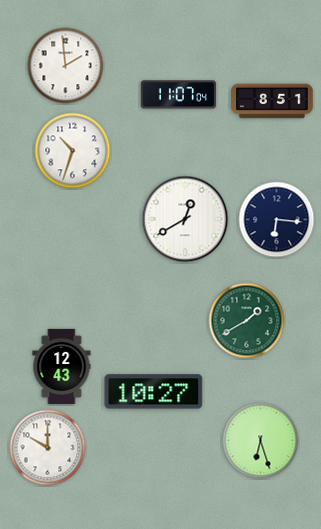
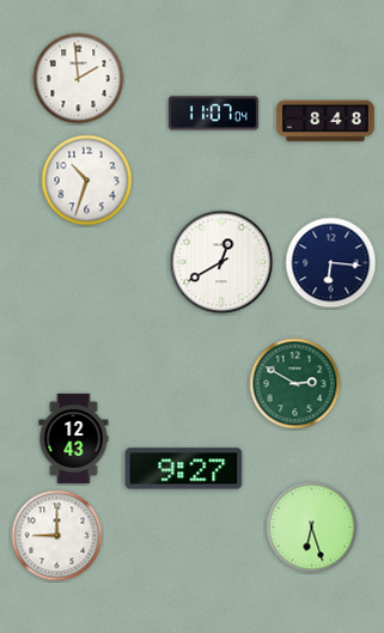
clock at (272, 101): 8:51 -> 8:48
clock at (247, 321): 1:40 -> 2:50
clock at (154, 392): 10:27 -> 9:27
clock at (48, 448): 10:00 -> 9:00
